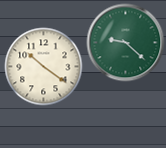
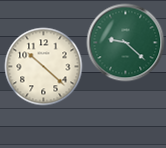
clock at (43, 66): 10:21 -> 10:22
